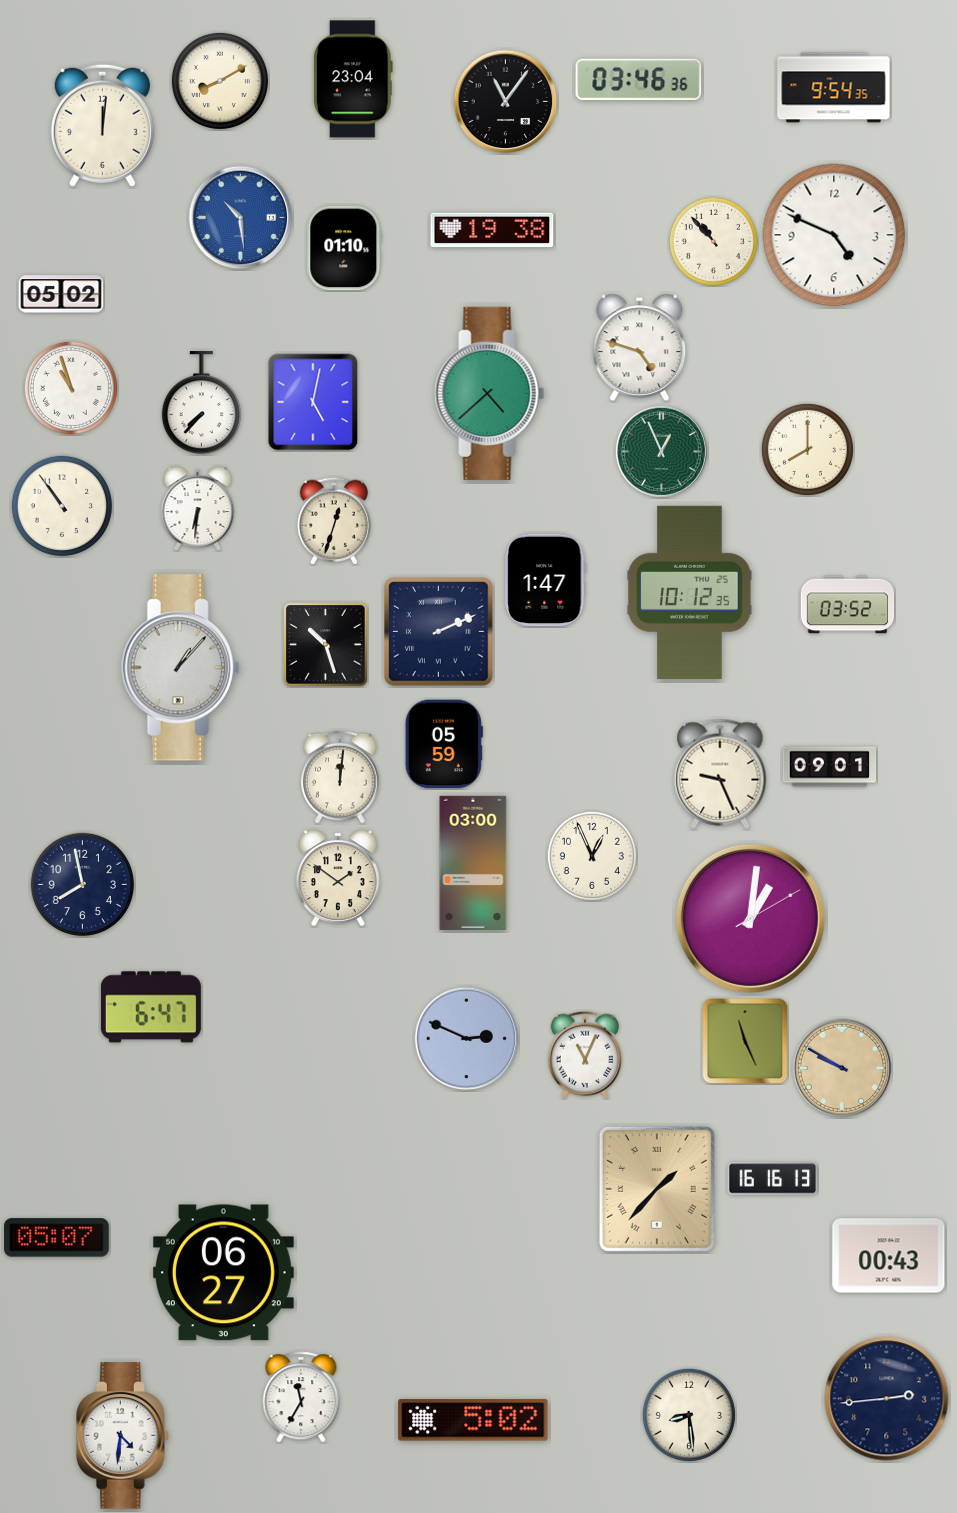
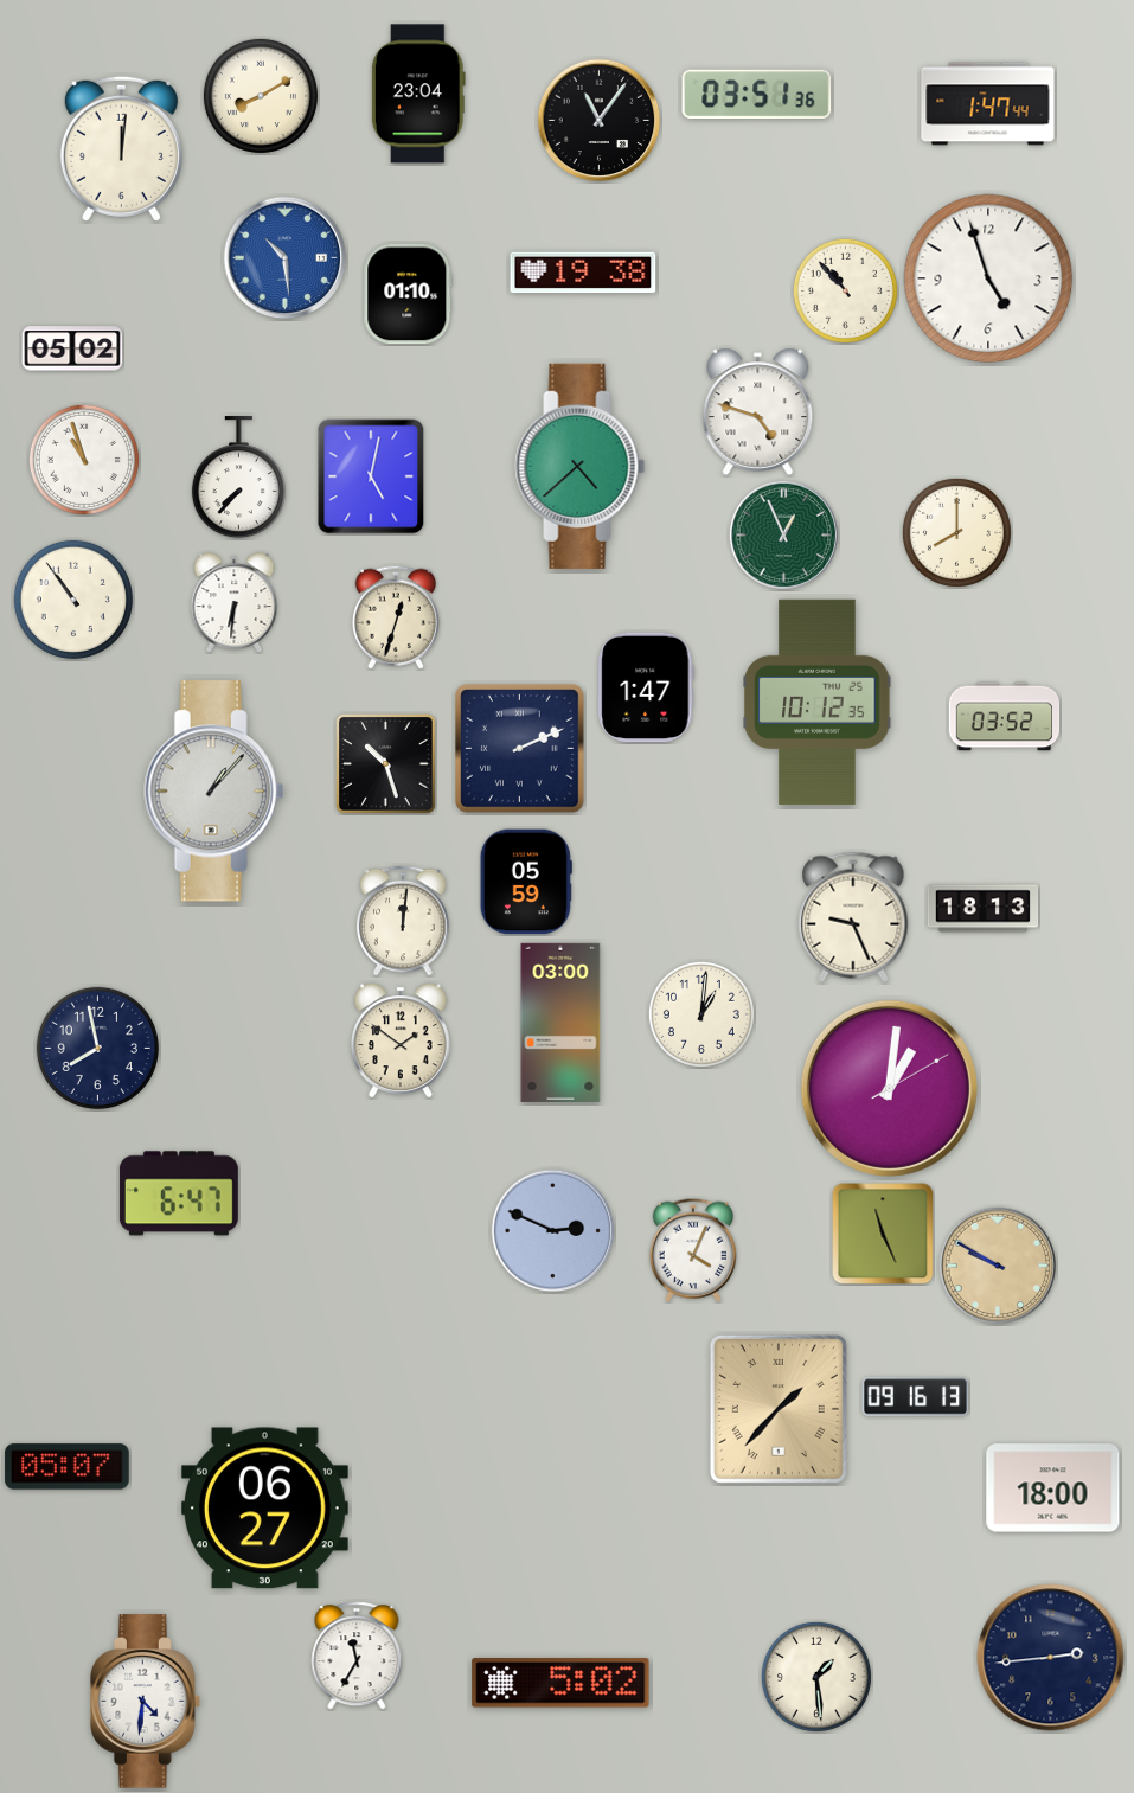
clock at (639, 80): 03:46 -> 03:51
clock at (834, 88): 9:54 -> 1:47
clock at (834, 235): 4:49 -> 4:57
clock at (713, 241) position: (713, 241) -> (845, 290)
clock at (830, 767): 09:01 -> 18:13
clock at (592, 856): 12:56 -> 1:01
clock at (585, 1055): 11:04 -> 4:04
clock at (773, 1179): 16:16 -> 09:16
clock at (889, 1256): 00:43 -> 18:00
clock at (689, 1415): 8:29 -> 1:29
